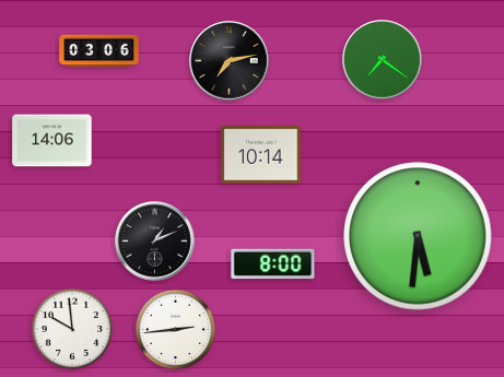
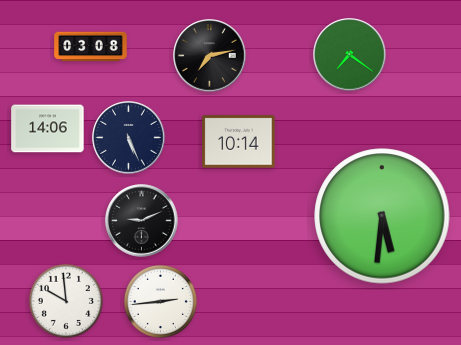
clock at (99, 51): 03:06 -> 03:08
clock at (129, 138): none -> 5:26
clock at (155, 241): 1:11 -> 9:11
clock at (273, 264): 8:00 -> none
